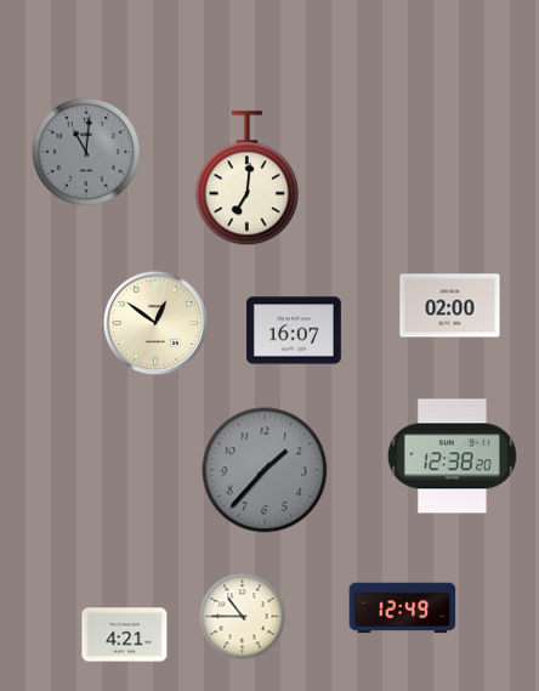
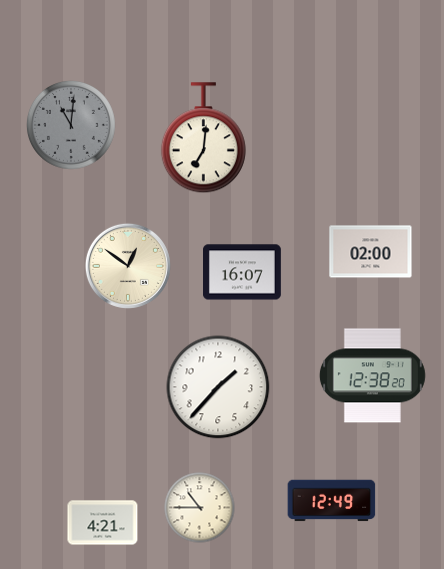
clock at (246, 179) position: (246, 179) -> (203, 138)
clock at (265, 470) dial: grey -> white
